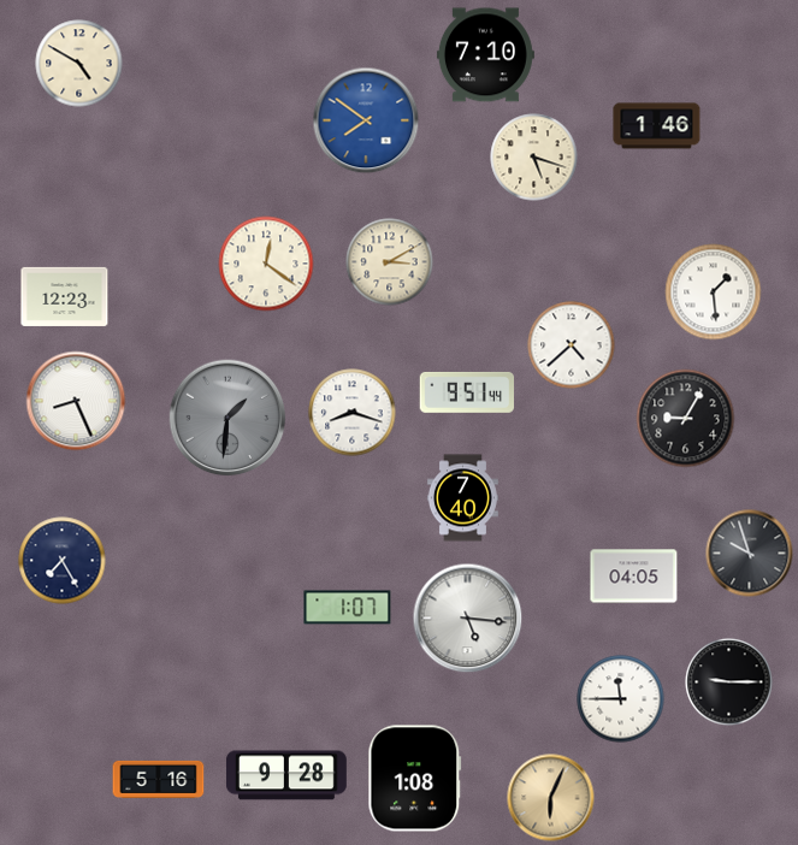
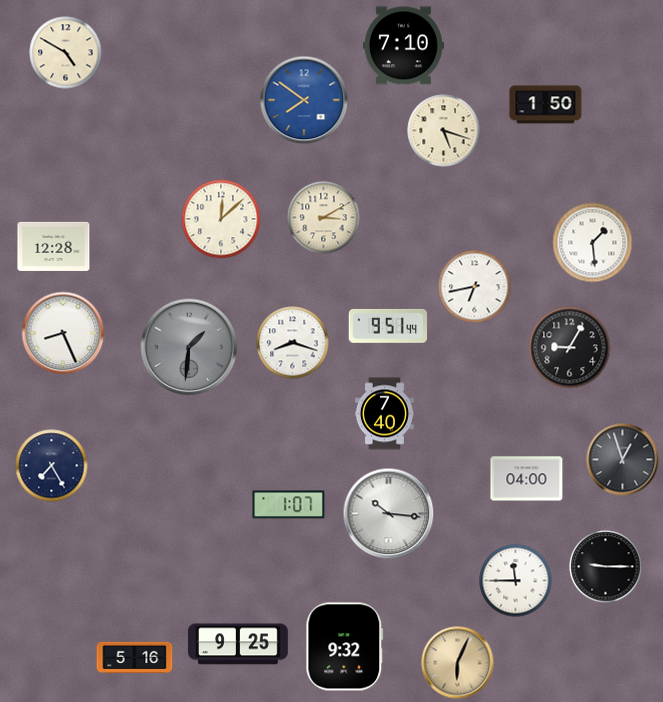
clock at (657, 126): 1:46 -> 1:50
clock at (266, 264): 12:21 -> 12:08
clock at (65, 296): 12:23 -> 12:28
clock at (572, 345): 4:38 -> 6:43
clock at (750, 554): 9:57 -> 12:57
clock at (634, 577): 04:05 -> 04:00
clock at (468, 619): 5:16 -> 10:16
clock at (286, 775): 9:28 -> 9:25
clock at (159, 779) position: (159, 779) -> (135, 657)
clock at (415, 779): 1:08 -> 9:32
